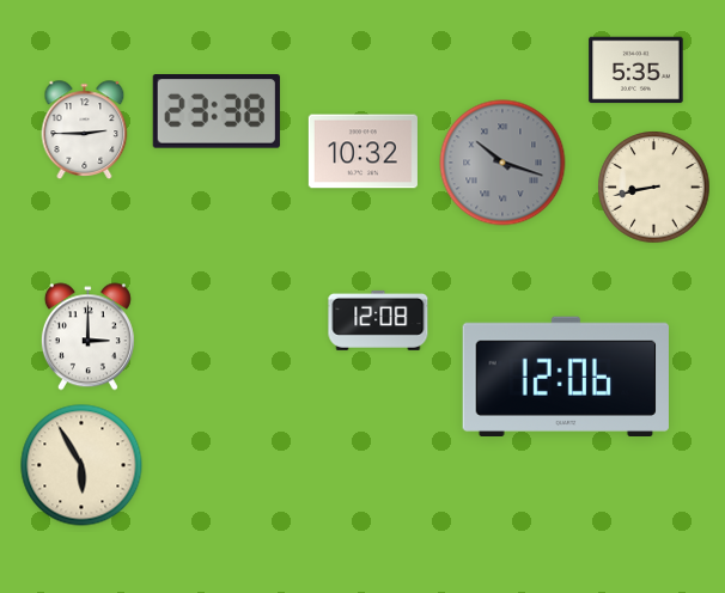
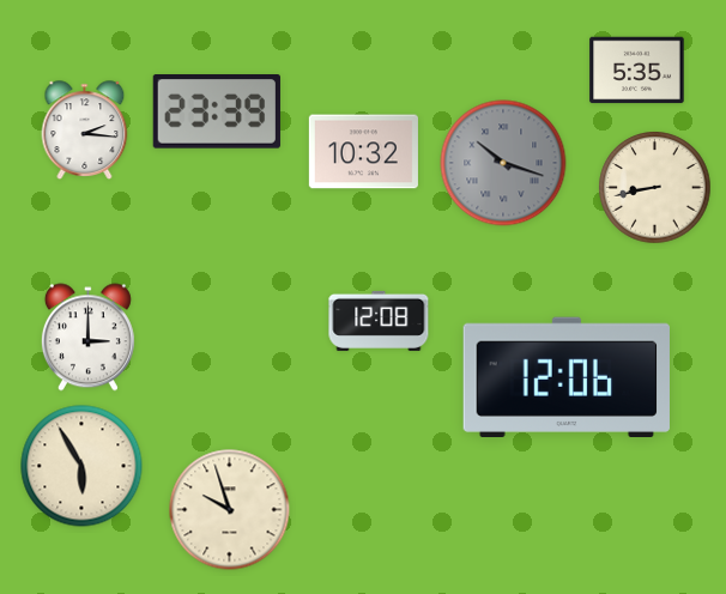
clock at (217, 112): 23:38 -> 23:39
clock at (85, 130): 2:45 -> 2:16
clock at (230, 510): none -> 9:57
